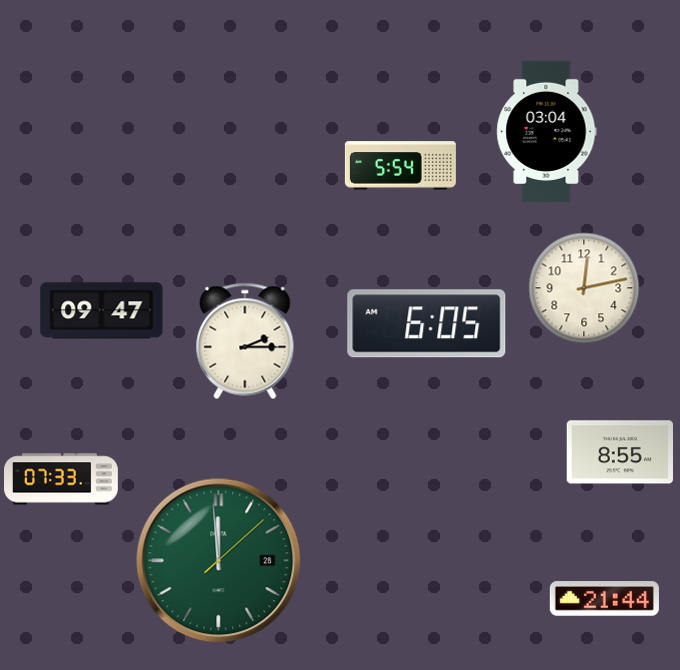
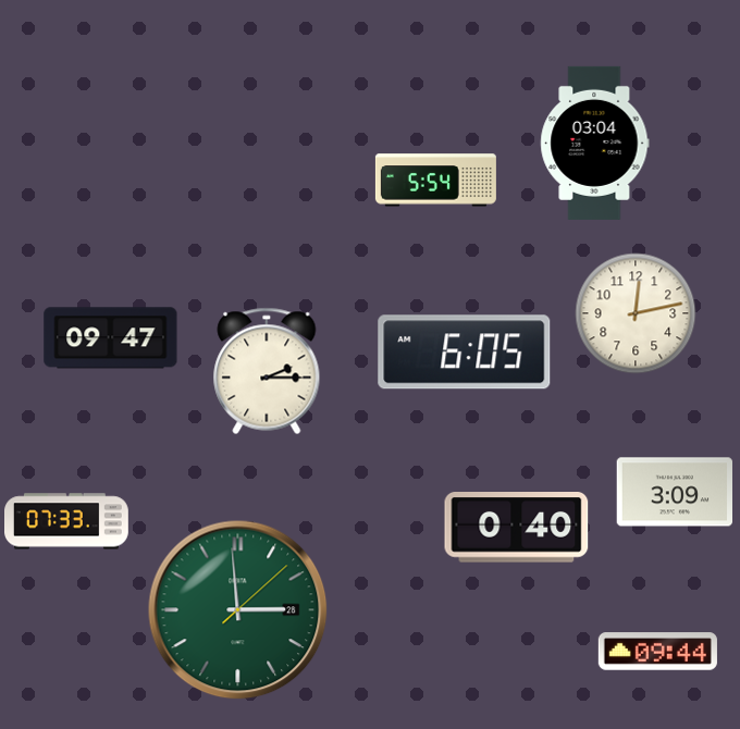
clock at (620, 452): 8:55 -> 3:09
clock at (517, 528): none -> 0:40
clock at (219, 561): 11:59 -> 2:59
clock at (604, 599): 21:44 -> 09:44
